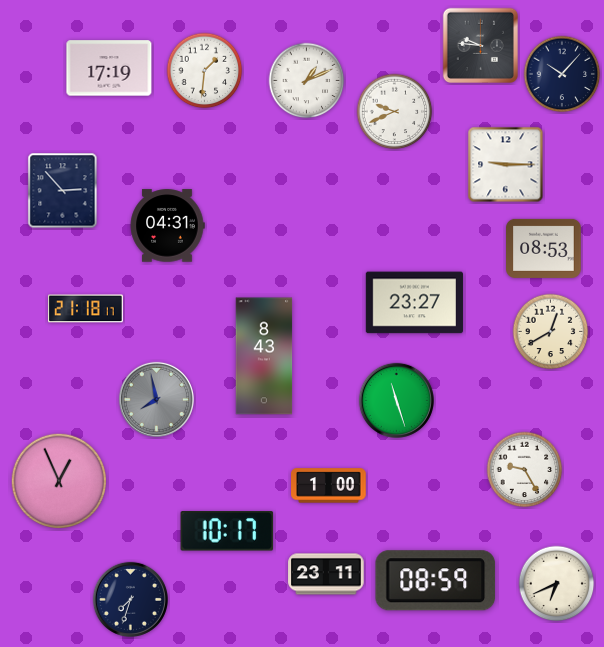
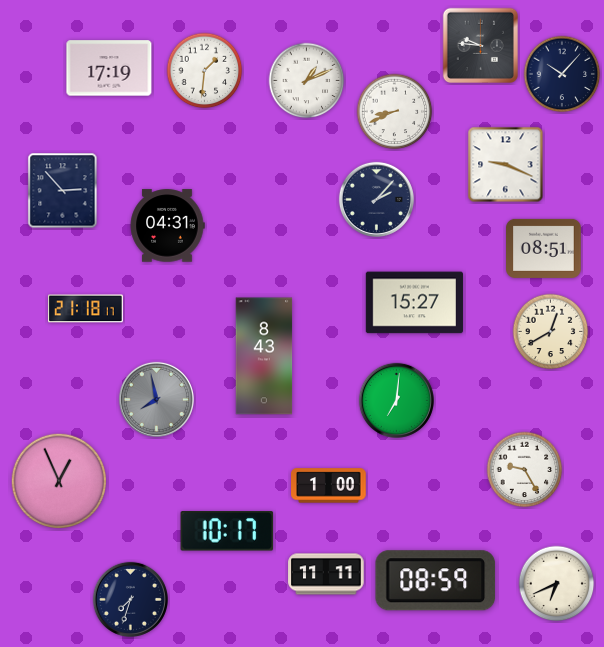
clock at (395, 112): 9:41 -> 8:41
clock at (506, 165): 9:15 -> 9:19
clock at (376, 199): none -> 2:07
clock at (544, 248): 08:53 -> 08:51
clock at (414, 303): 23:27 -> 15:27
clock at (396, 400): 11:27 -> 7:01
clock at (326, 574): 23:11 -> 11:11
